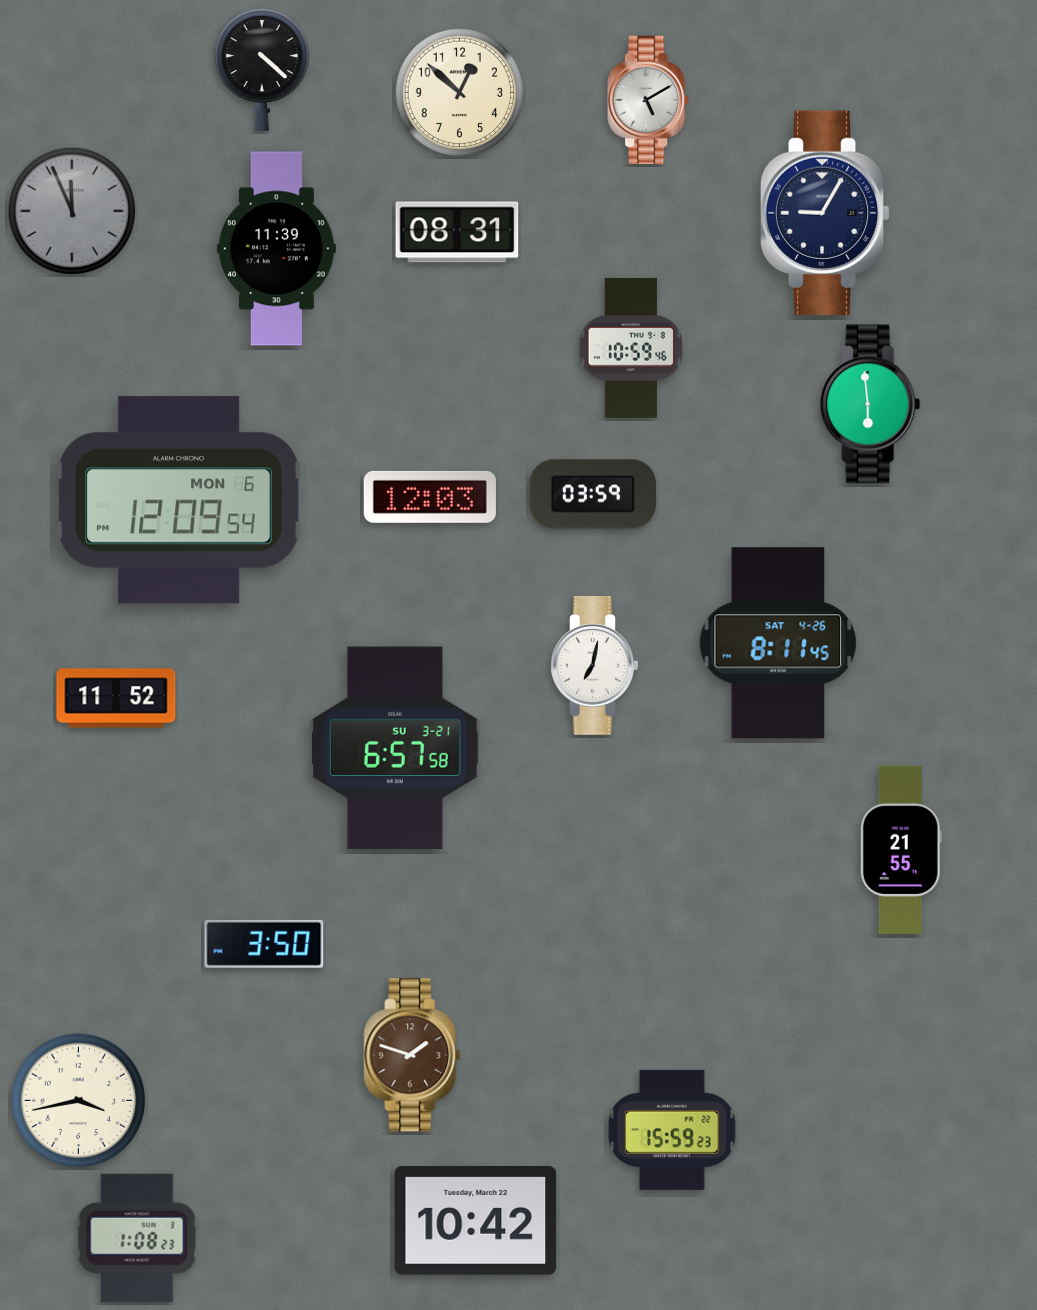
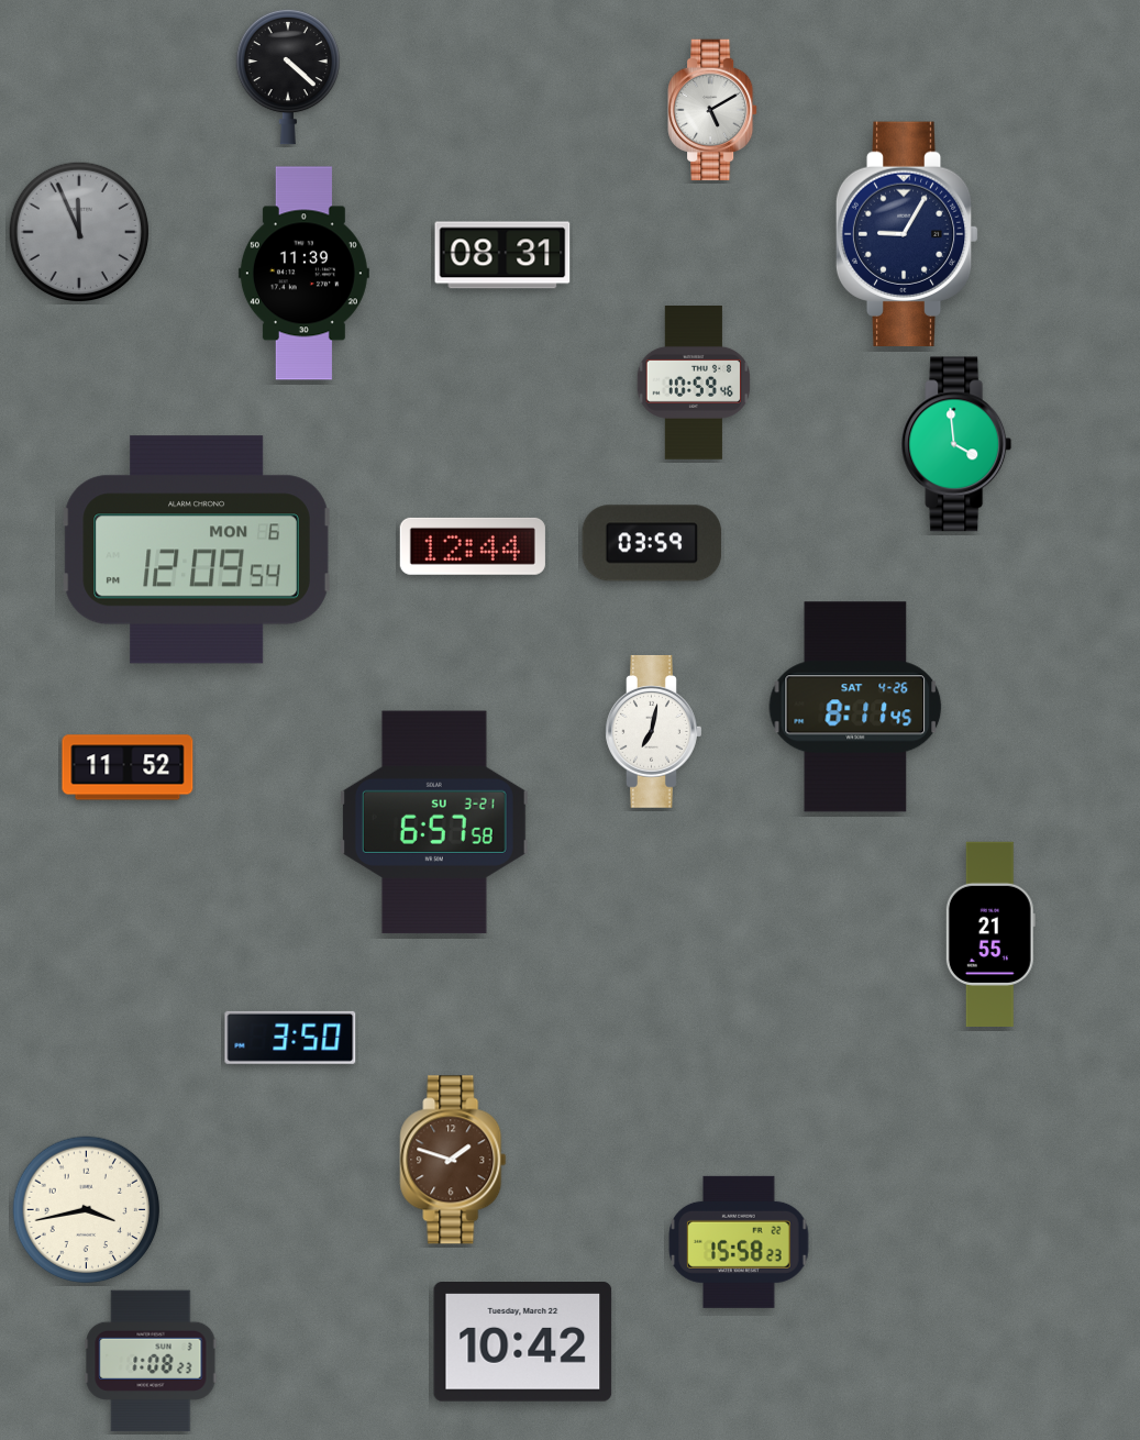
clock at (460, 93): 12:52 -> none
clock at (870, 404): 5:59 -> 3:59
clock at (430, 497): 12:03 -> 12:44
clock at (672, 1130): 15:59 -> 15:58
